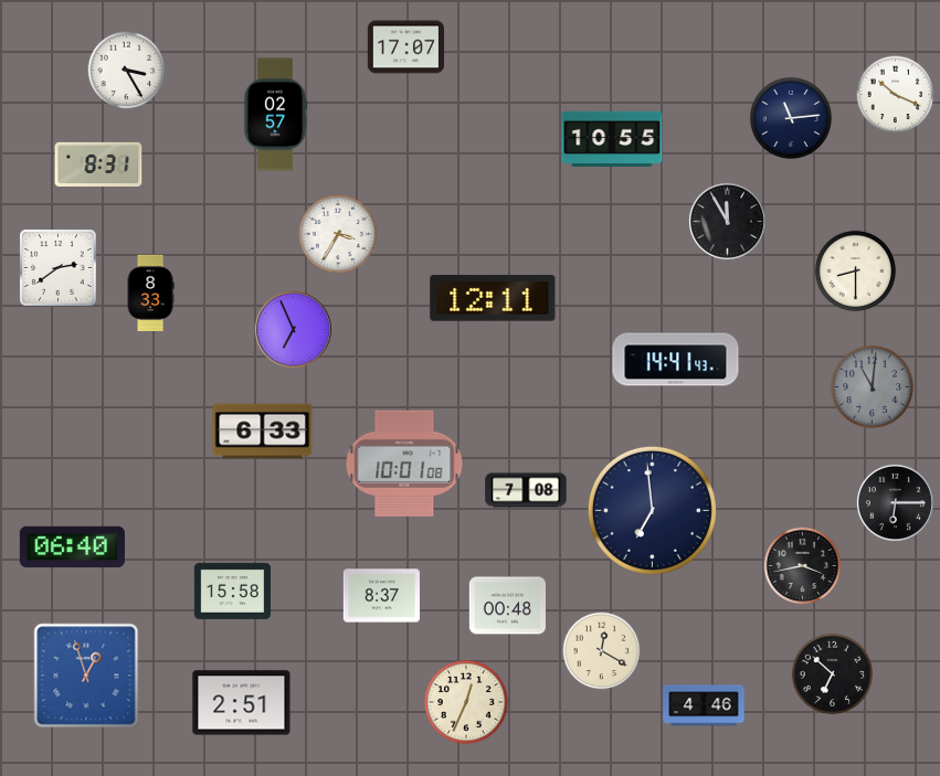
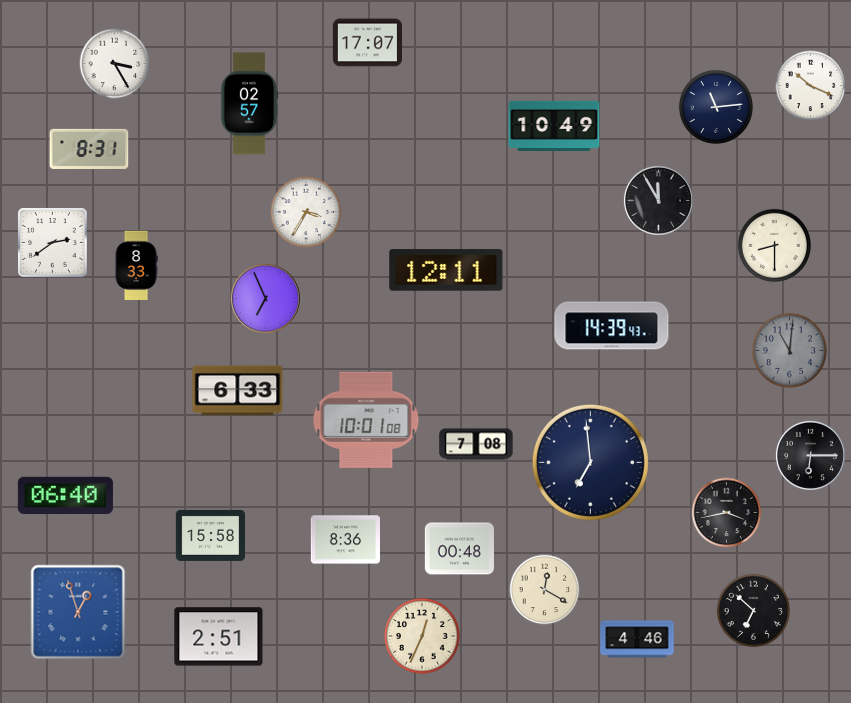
clock at (612, 138): 10:55 -> 10:49
clock at (676, 360): 14:41 -> 14:39
clock at (381, 596): 8:37 -> 8:36
